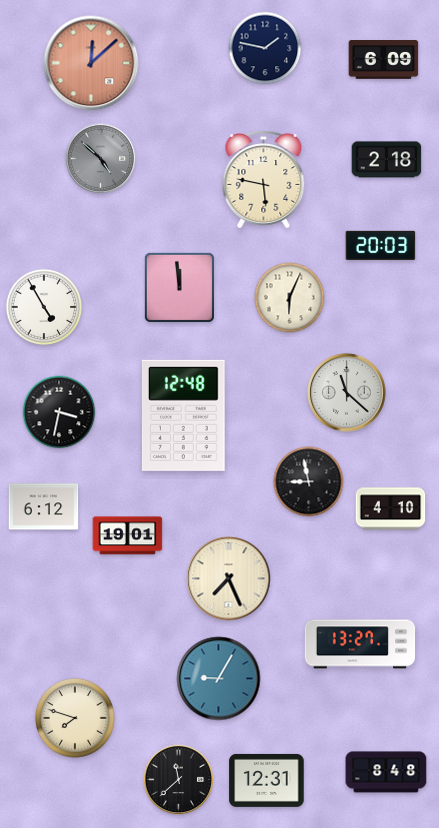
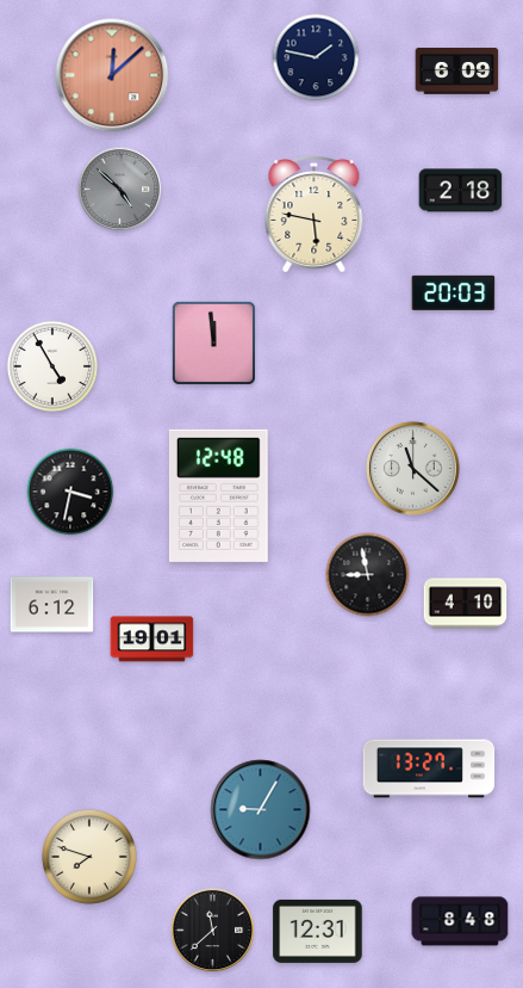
clock at (91, 63) position: (91, 63) -> (112, 75)
clock at (290, 298): 6:04 -> none
clock at (391, 509) position: (391, 509) -> (466, 604)
clock at (229, 579): 7:26 -> none
